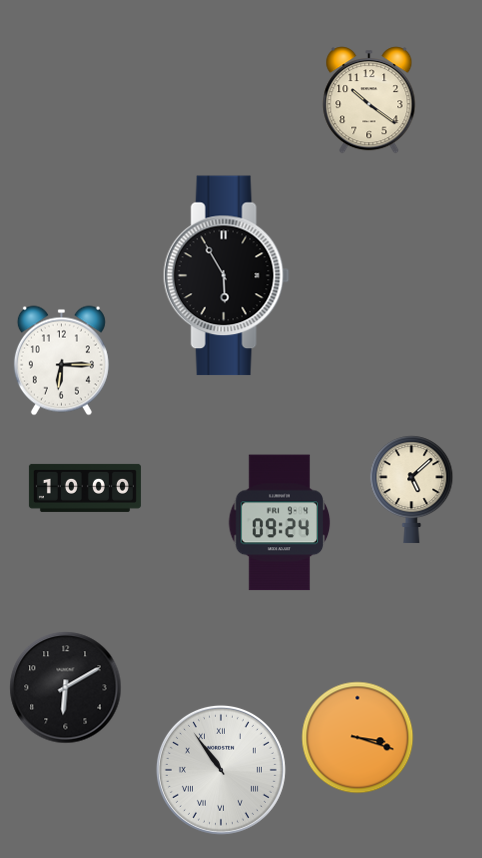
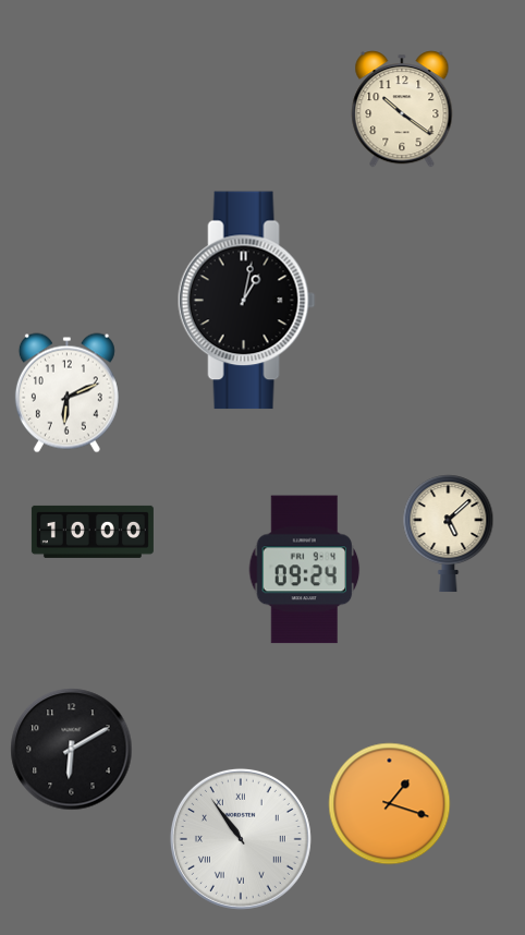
clock at (226, 276): 5:55 -> 1:02
clock at (61, 361): 6:15 -> 6:11
clock at (358, 738): 3:18 -> 1:18
